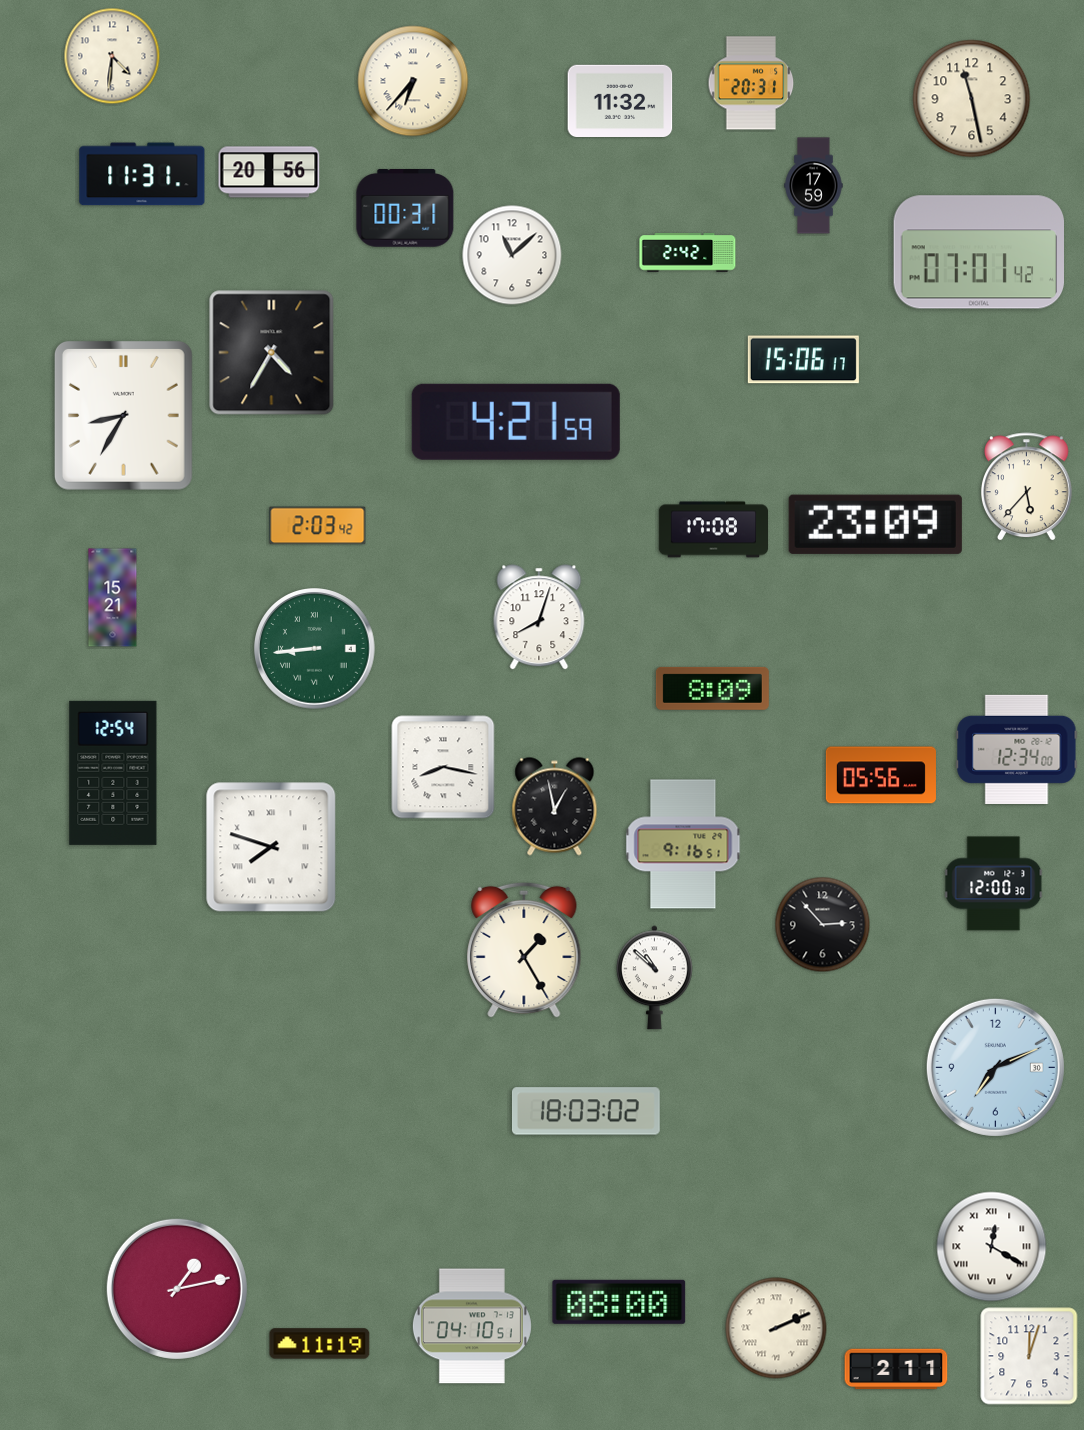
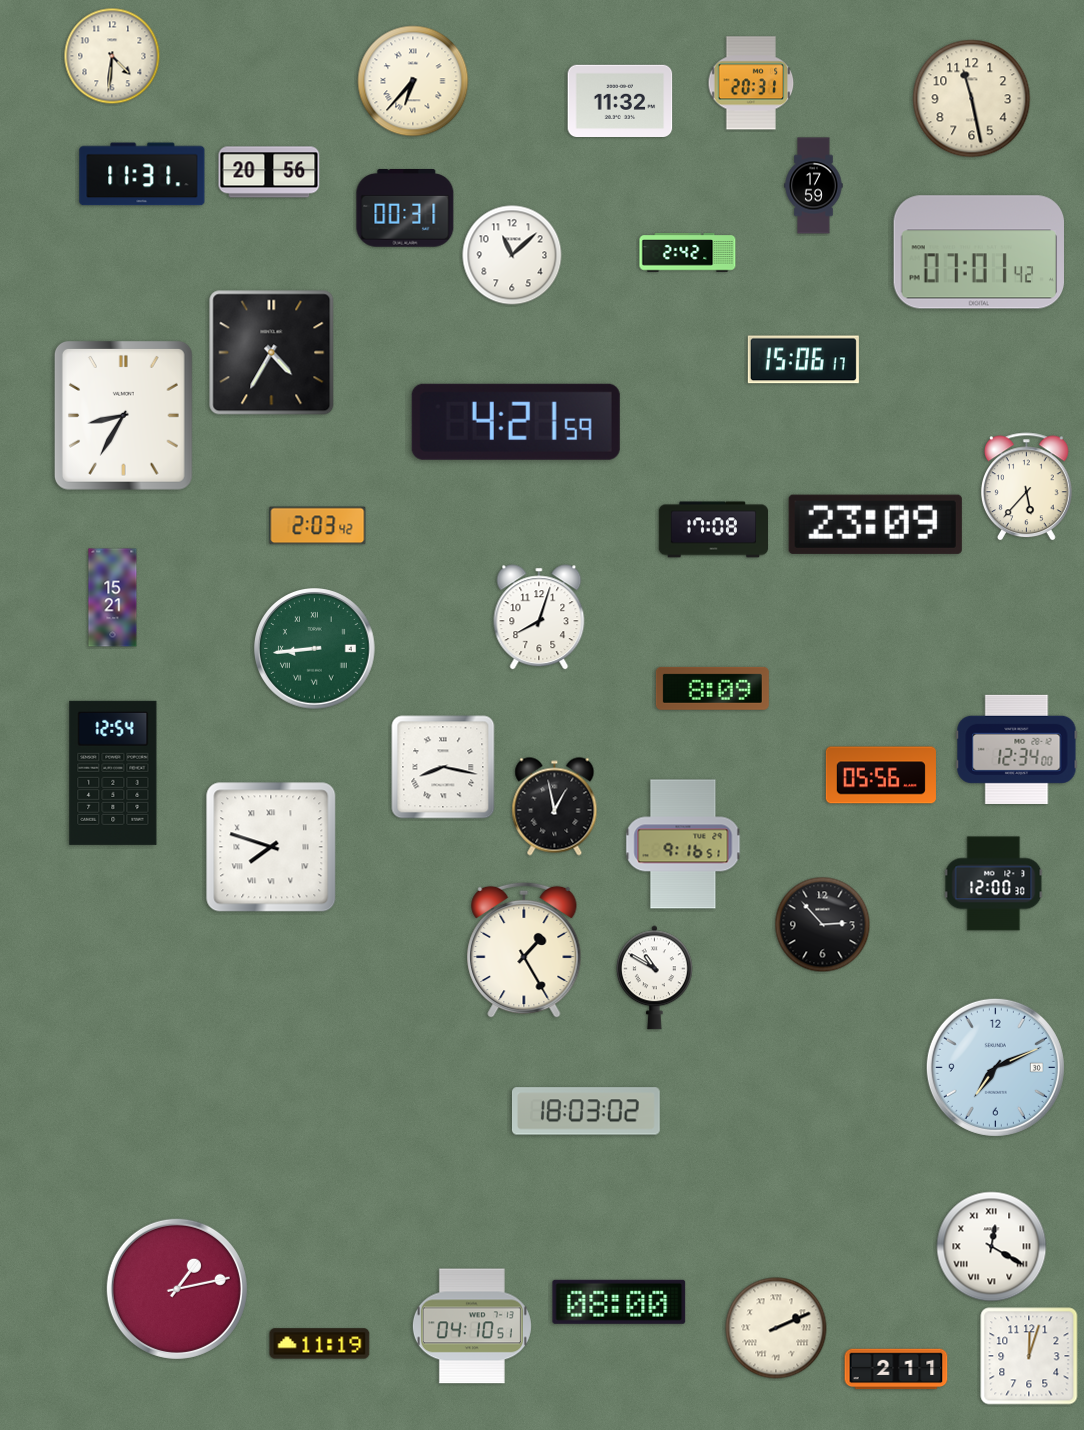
clock at (655, 978): 10:52 -> 10:50
